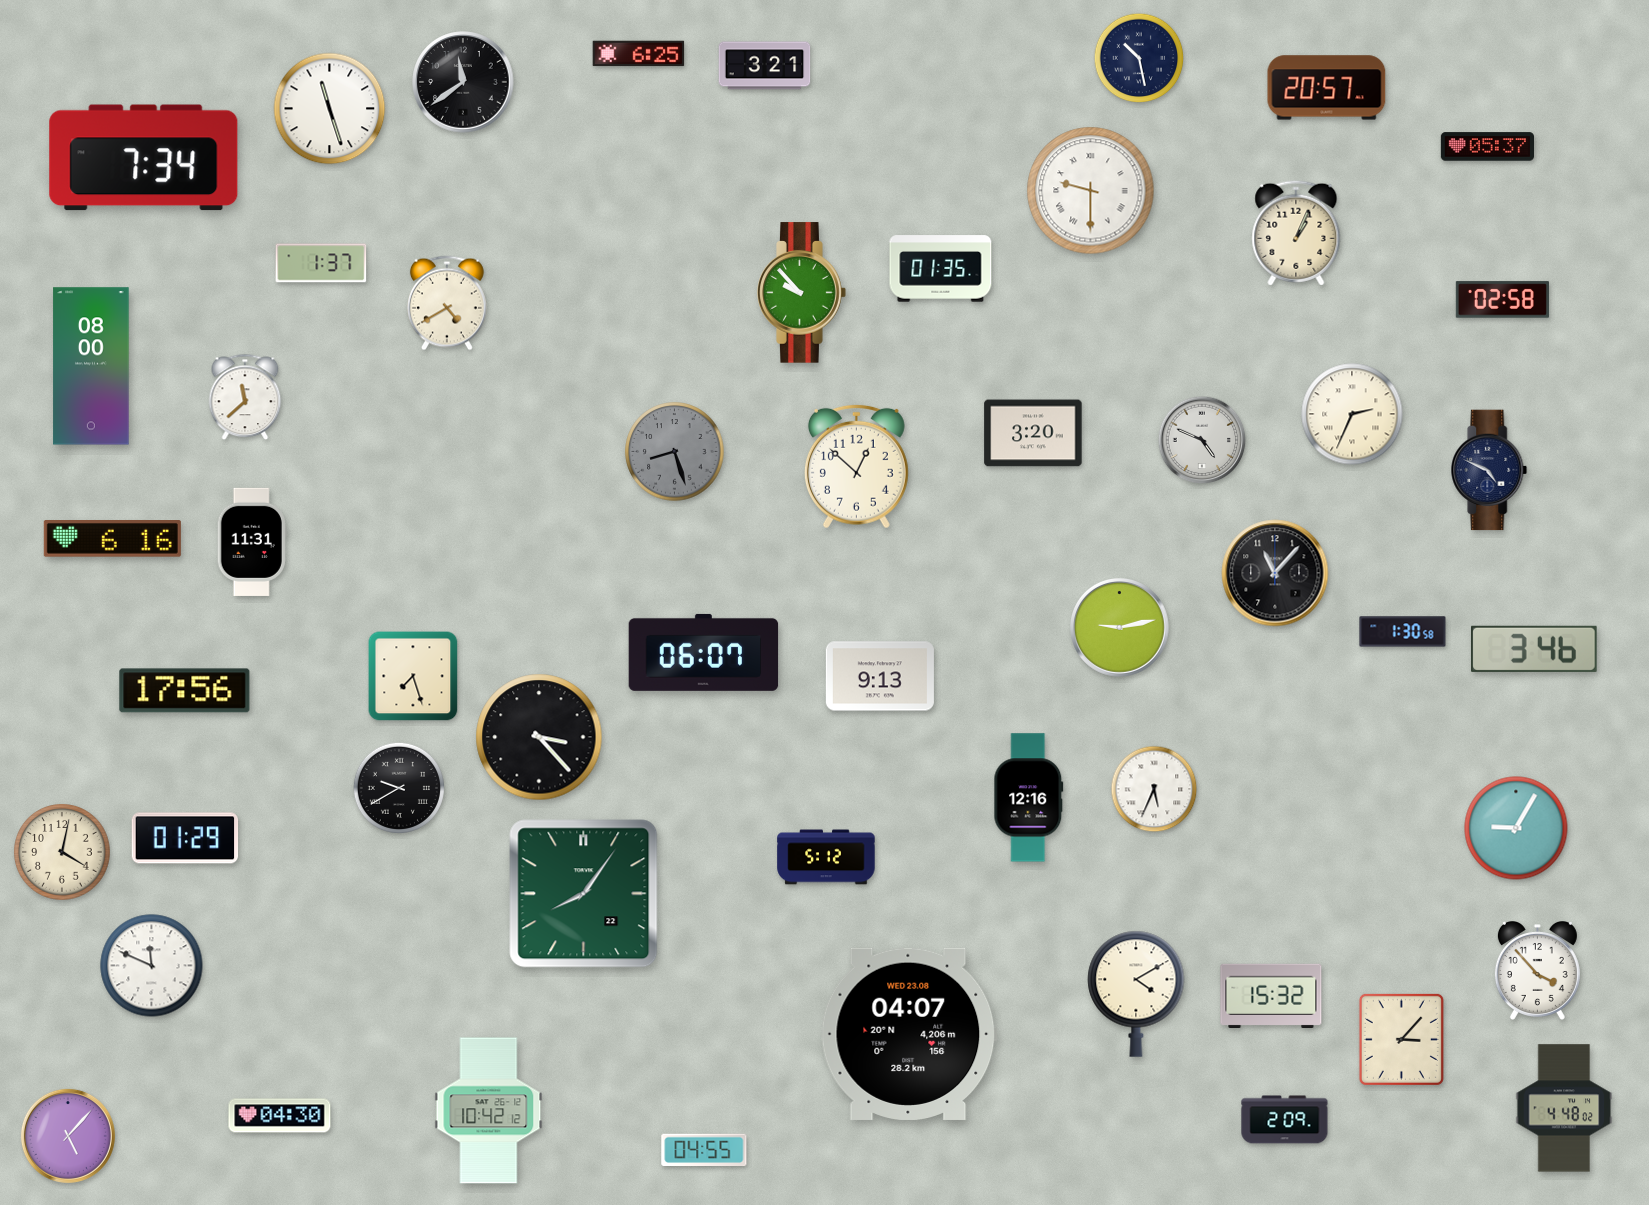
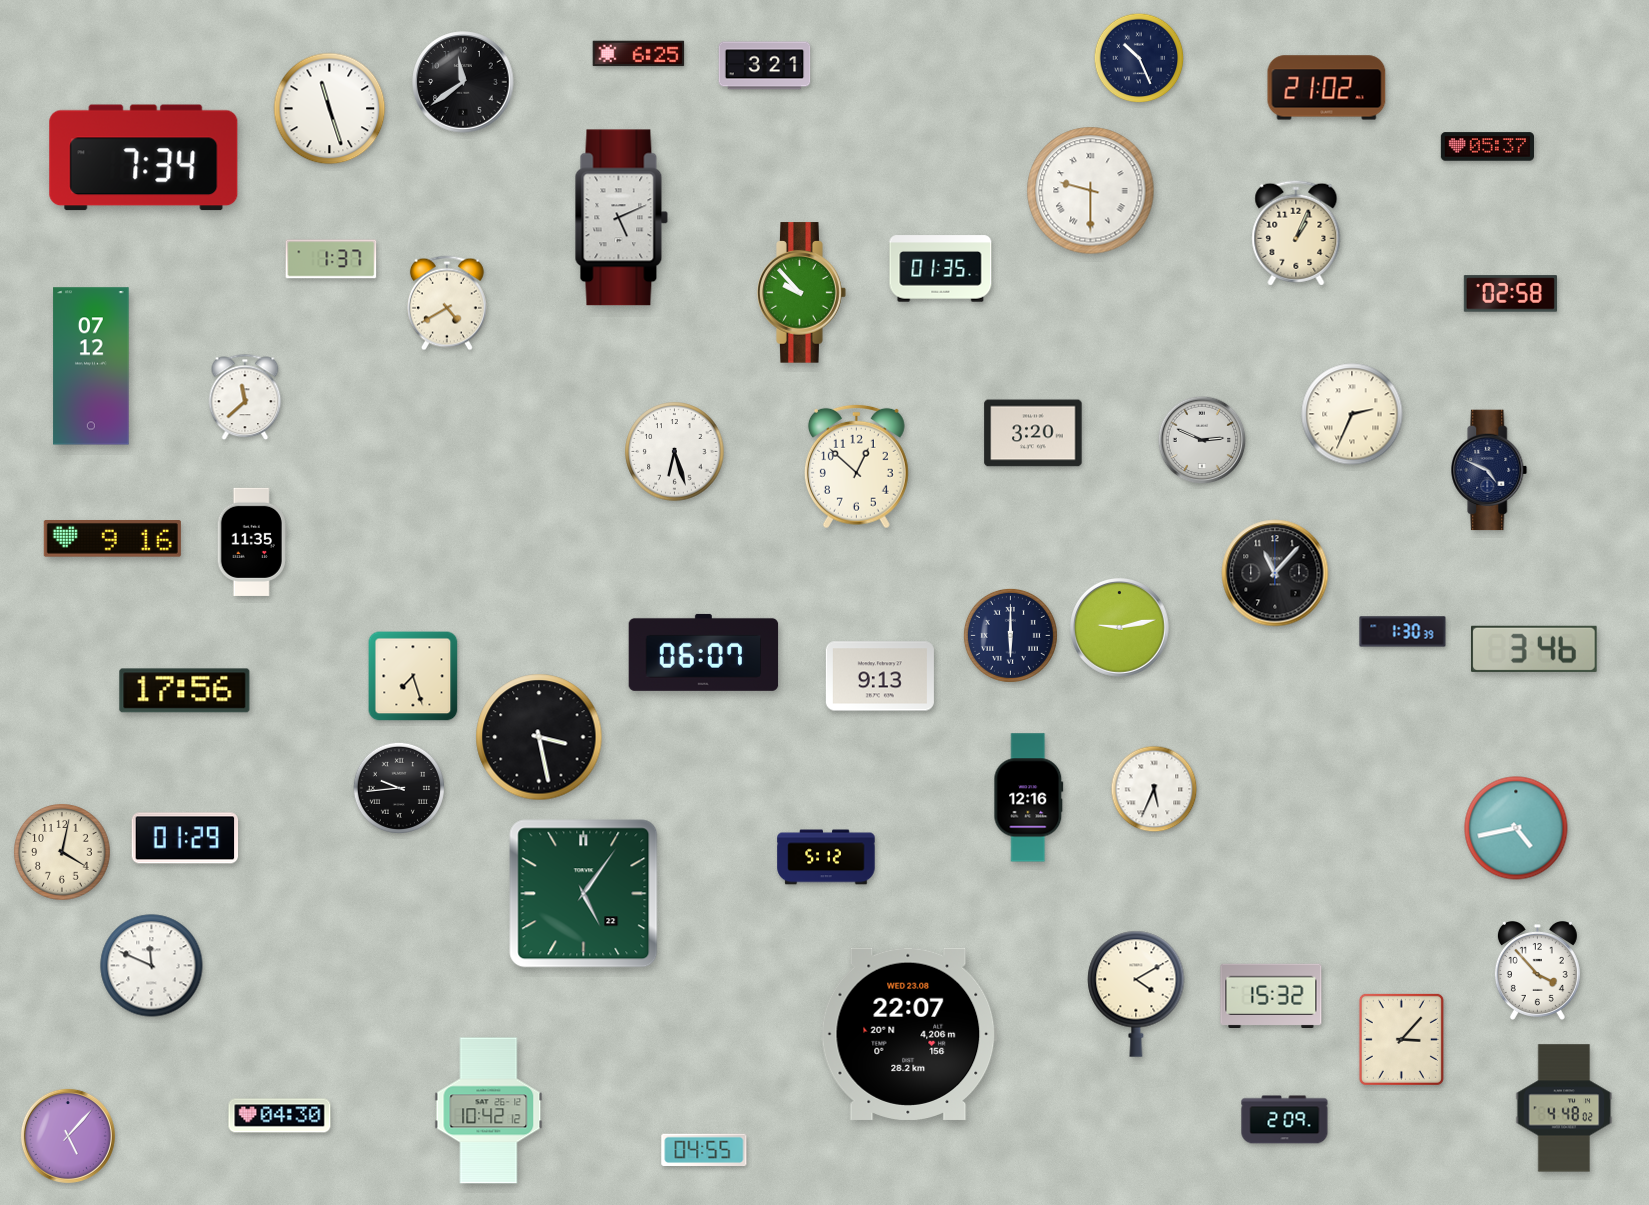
clock at (1139, 58): 10:28 -> 10:26
clock at (1327, 88): 20:57 -> 21:02
clock at (622, 218): none -> 5:11
clock at (321, 263) position: (321, 263) -> (331, 259)
clock at (1502, 300) position: (1502, 300) -> (1510, 294)
clock at (91, 366): 08:00 -> 07:12
clock at (1202, 440): 4:49 -> 2:49
clock at (675, 452): 8:27 -> 6:27
clock at (675, 452) dial: grey -> white
clock at (112, 539): 6:16 -> 9:16
clock at (252, 542): 11:31 -> 11:35
clock at (1403, 632): 1:30:58 -> 1:30:39
clock at (1010, 635): none -> 6:00
clock at (539, 737): 3:23 -> 3:28
clock at (399, 788): 9:40 -> 9:44
clock at (1516, 828): 9:05 -> 4:43
clock at (584, 894): 8:06 -> 5:06
clock at (909, 1034): 04:07 -> 22:07
